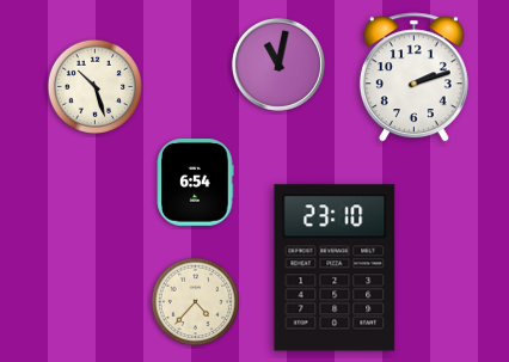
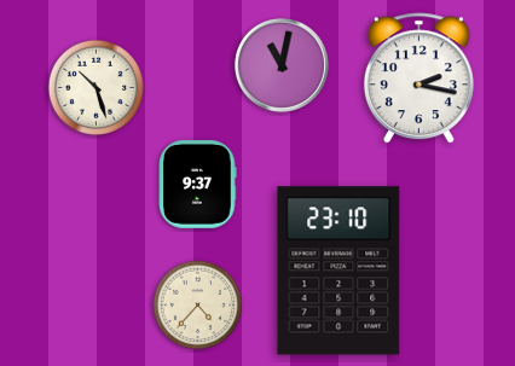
clock at (413, 78): 2:12 -> 2:17
clock at (195, 183): 6:54 -> 9:37
